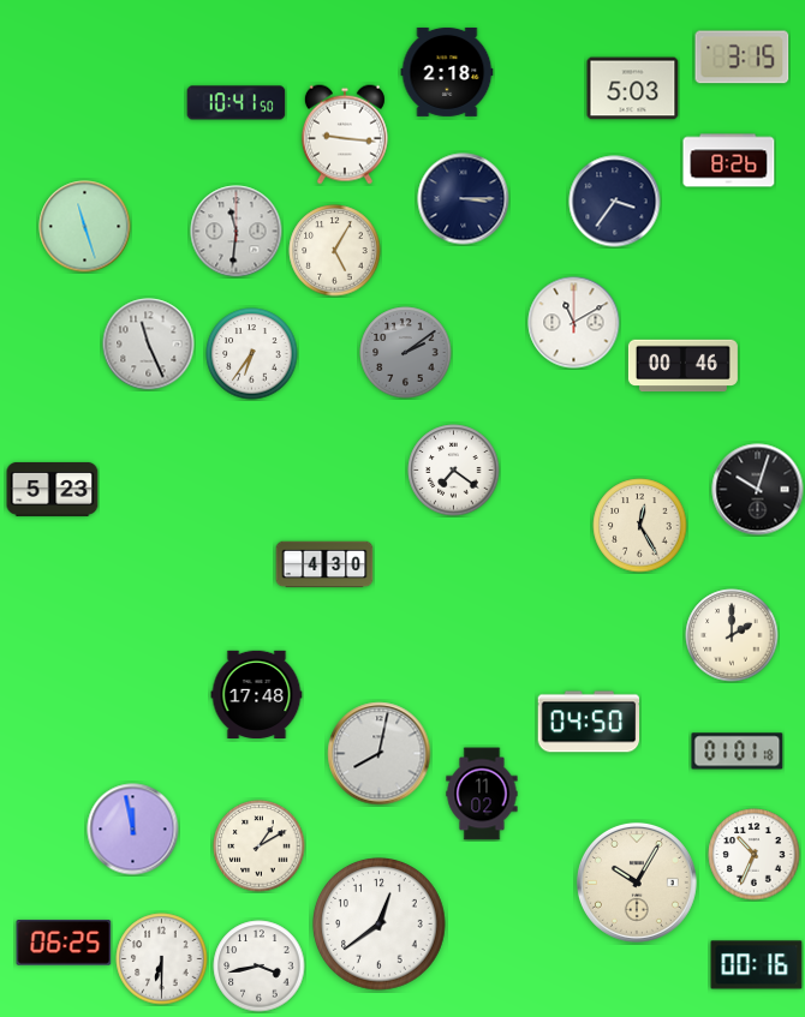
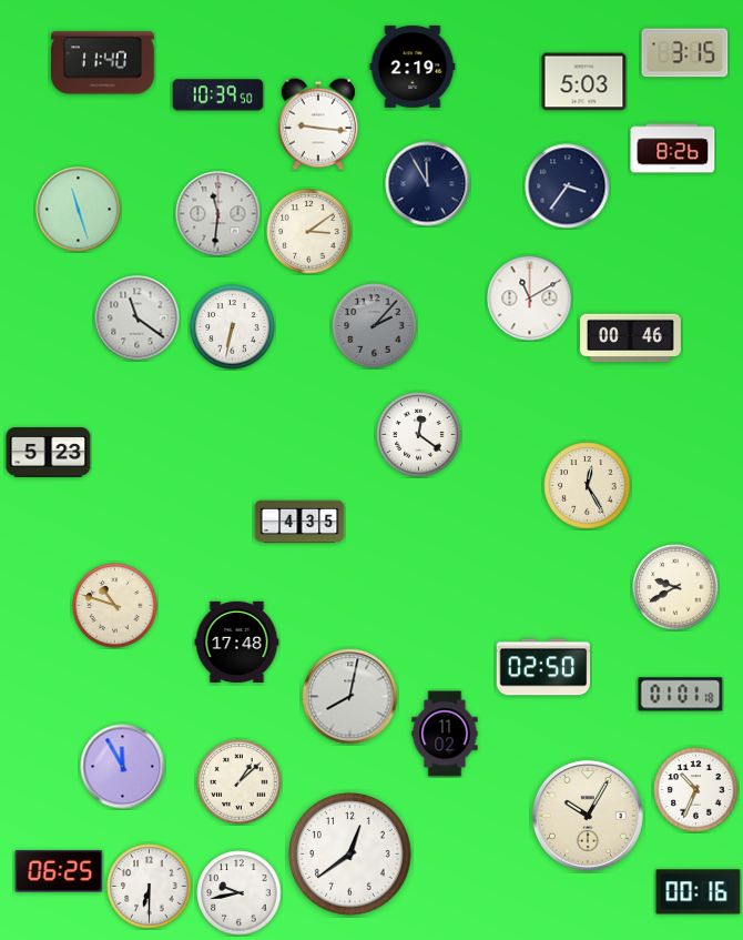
clock at (102, 63): none -> 11:40
clock at (447, 72): 2:18 -> 2:19
clock at (237, 103): 10:41 -> 10:39
clock at (464, 199): 3:15 -> 11:55
clock at (335, 251): 5:05 -> 3:09
clock at (149, 345): 11:26 -> 11:21
clock at (406, 353): 2:09 -> 2:07
clock at (252, 354): 6:36 -> 6:32
clock at (454, 471): 7:21 -> 12:21
clock at (758, 490): 10:03 -> none
clock at (640, 526) position: (640, 526) -> (588, 486)
clock at (324, 564): 4:30 -> 4:35
clock at (732, 635): 2:00 -> 9:40
clock at (115, 606): none -> 10:48
clock at (589, 722): 04:50 -> 02:50
clock at (133, 830): 11:58 -> 11:55
clock at (260, 846): 1:10 -> 1:08
clock at (260, 967): 3:43 -> 9:43
